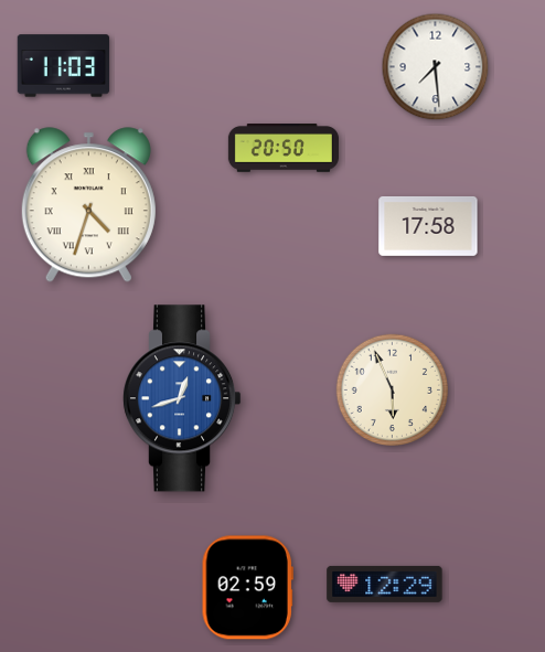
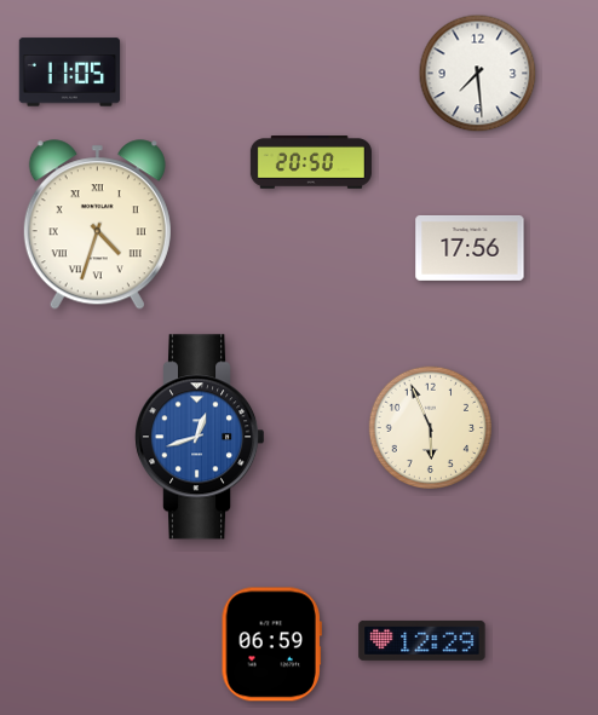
clock at (64, 66): 11:03 -> 11:05
clock at (428, 226): 17:58 -> 17:56
clock at (247, 588): 02:59 -> 06:59
